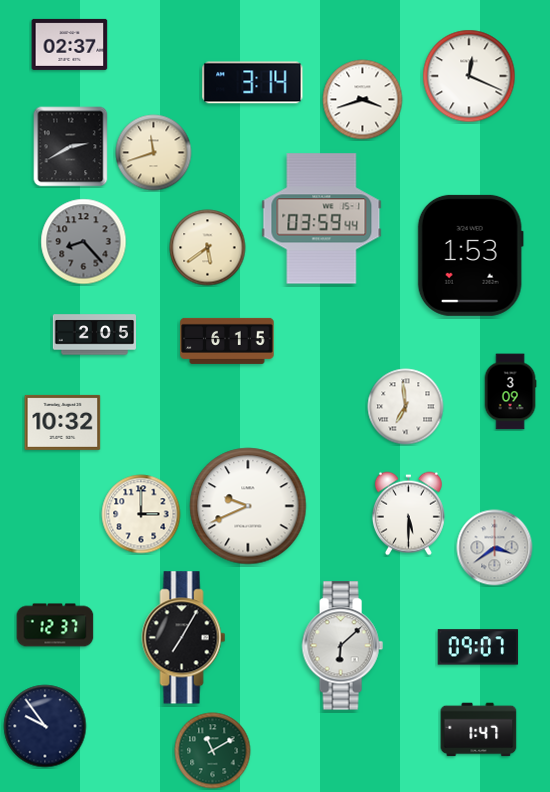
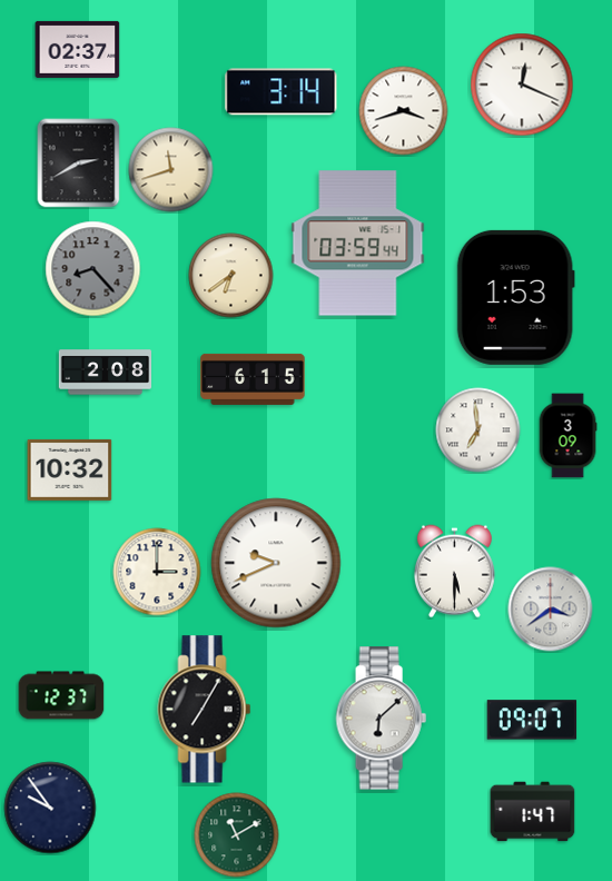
clock at (208, 248): 5:39 -> 6:39
clock at (470, 255) position: (470, 255) -> (515, 297)
clock at (94, 335): 2:05 -> 2:08
clock at (406, 407) position: (406, 407) -> (478, 430)
